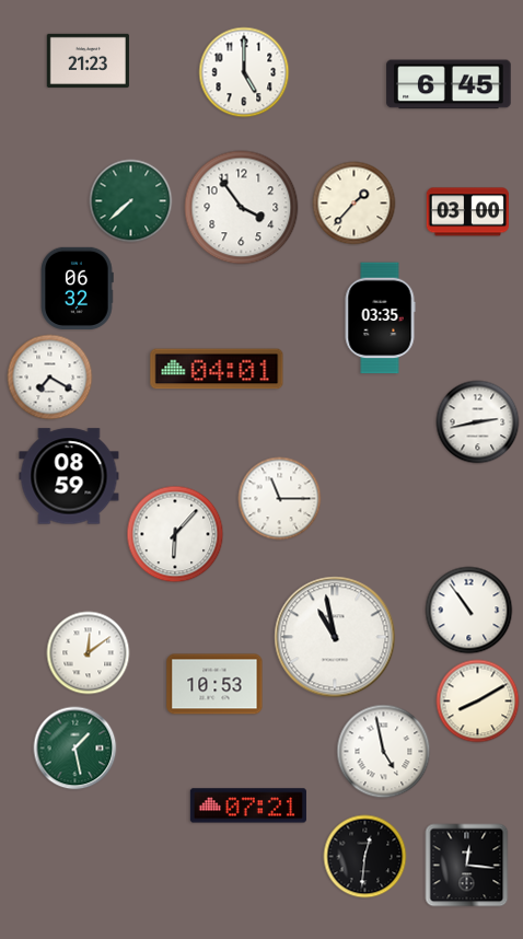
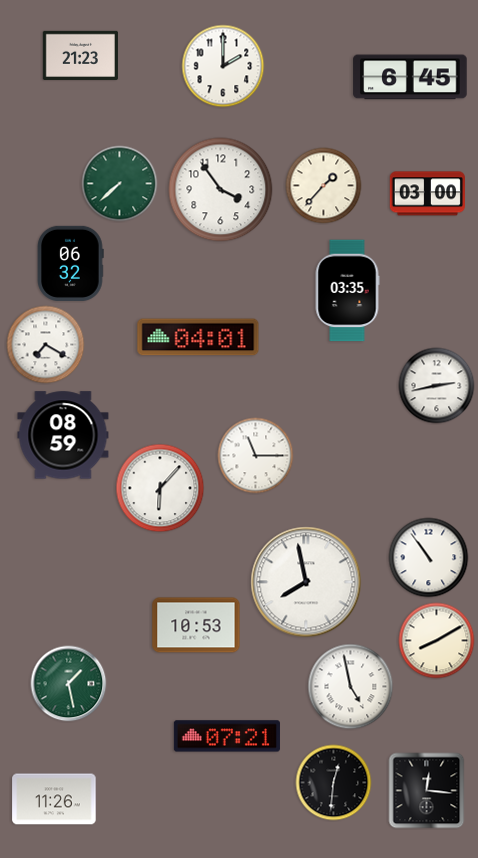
clock at (244, 72): 5:00 -> 2:00
clock at (335, 637): 10:58 -> 7:58
clock at (89, 653): 12:09 -> none
clock at (54, 799): none -> 11:26
